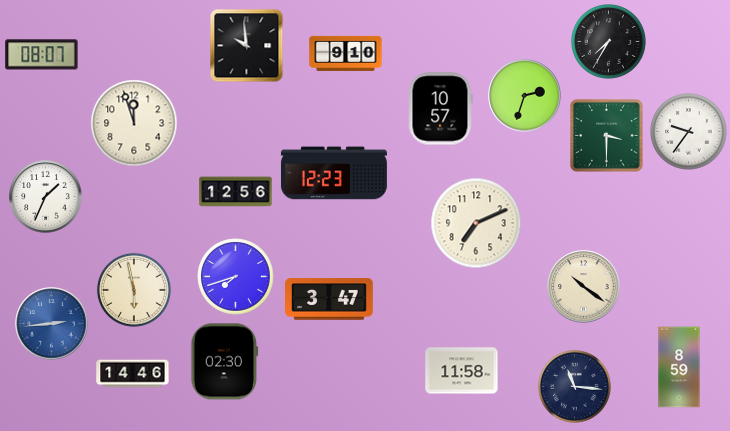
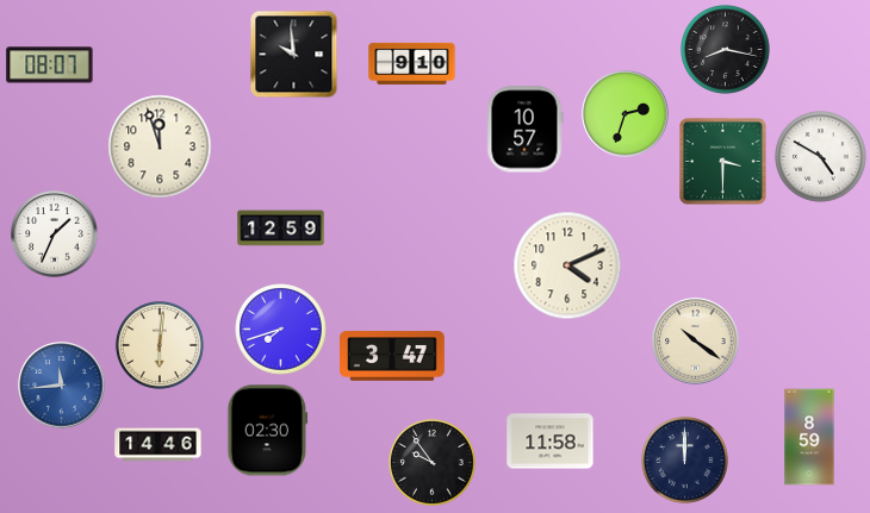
clock at (609, 42): 7:35 -> 8:17
clock at (689, 132): 9:36 -> 4:50
clock at (334, 173): 12:23 -> none
clock at (236, 192): 12:56 -> 12:59
clock at (476, 223): 7:11 -> 4:11
clock at (134, 290): 5:58 -> 6:01
clock at (52, 324): 2:44 -> 11:44
clock at (574, 386): 11:16 -> 12:00
clock at (431, 462): none -> 9:54
